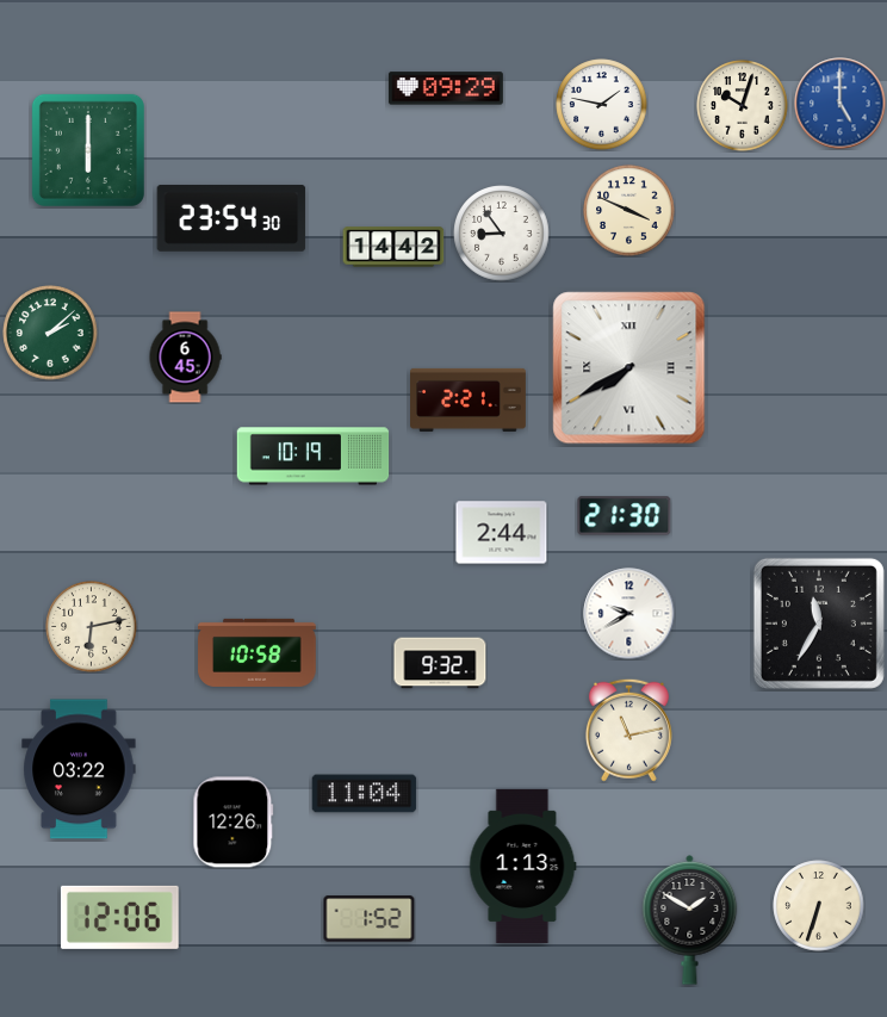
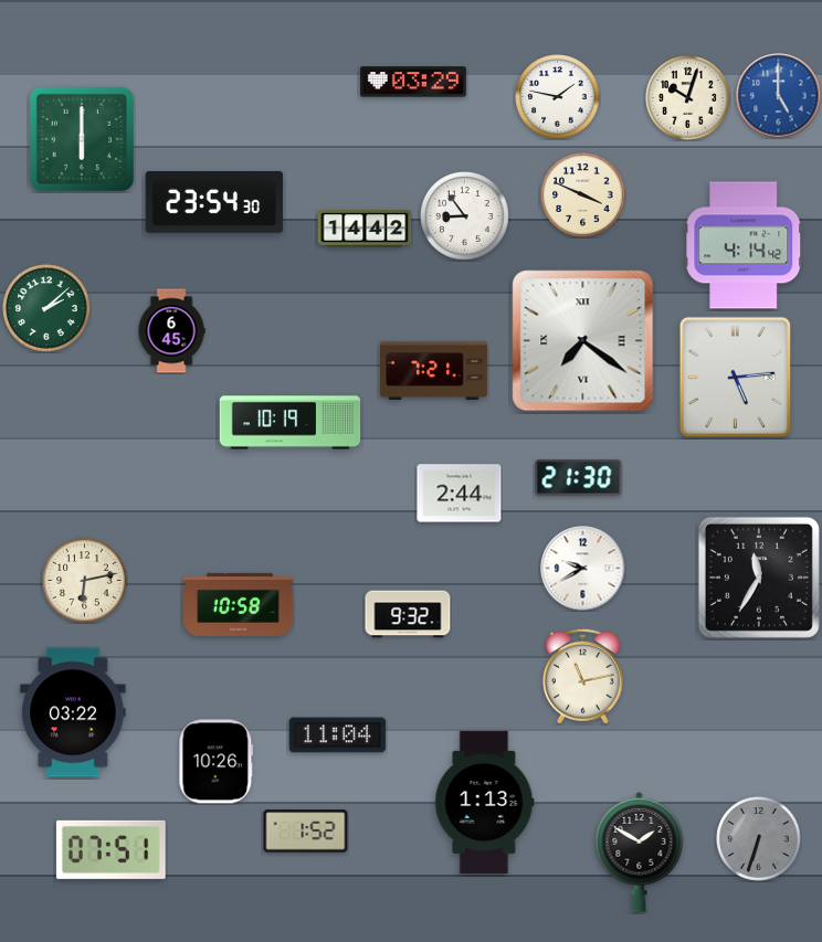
clock at (446, 88): 09:29 -> 03:29
clock at (744, 245): none -> 4:14
clock at (629, 368): 7:40 -> 7:21
clock at (469, 399): 2:21 -> 7:21
clock at (735, 377): none -> 5:14
clock at (502, 533) position: (502, 533) -> (460, 494)
clock at (234, 823): 12:26 -> 10:26
clock at (819, 906) dial: cream -> grey
clock at (119, 917): 12:06 -> 07:51
clock at (370, 919) position: (370, 919) -> (306, 832)
